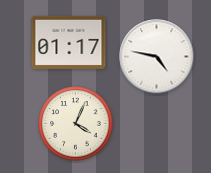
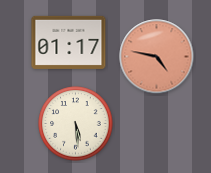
clock at (157, 57) dial: white -> salmon
clock at (76, 124): 4:04 -> 5:29
